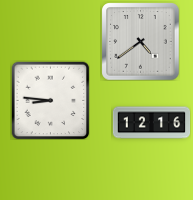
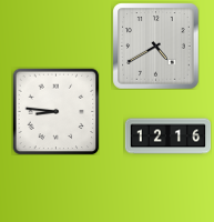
clock at (140, 41): 4:39 -> 4:40
